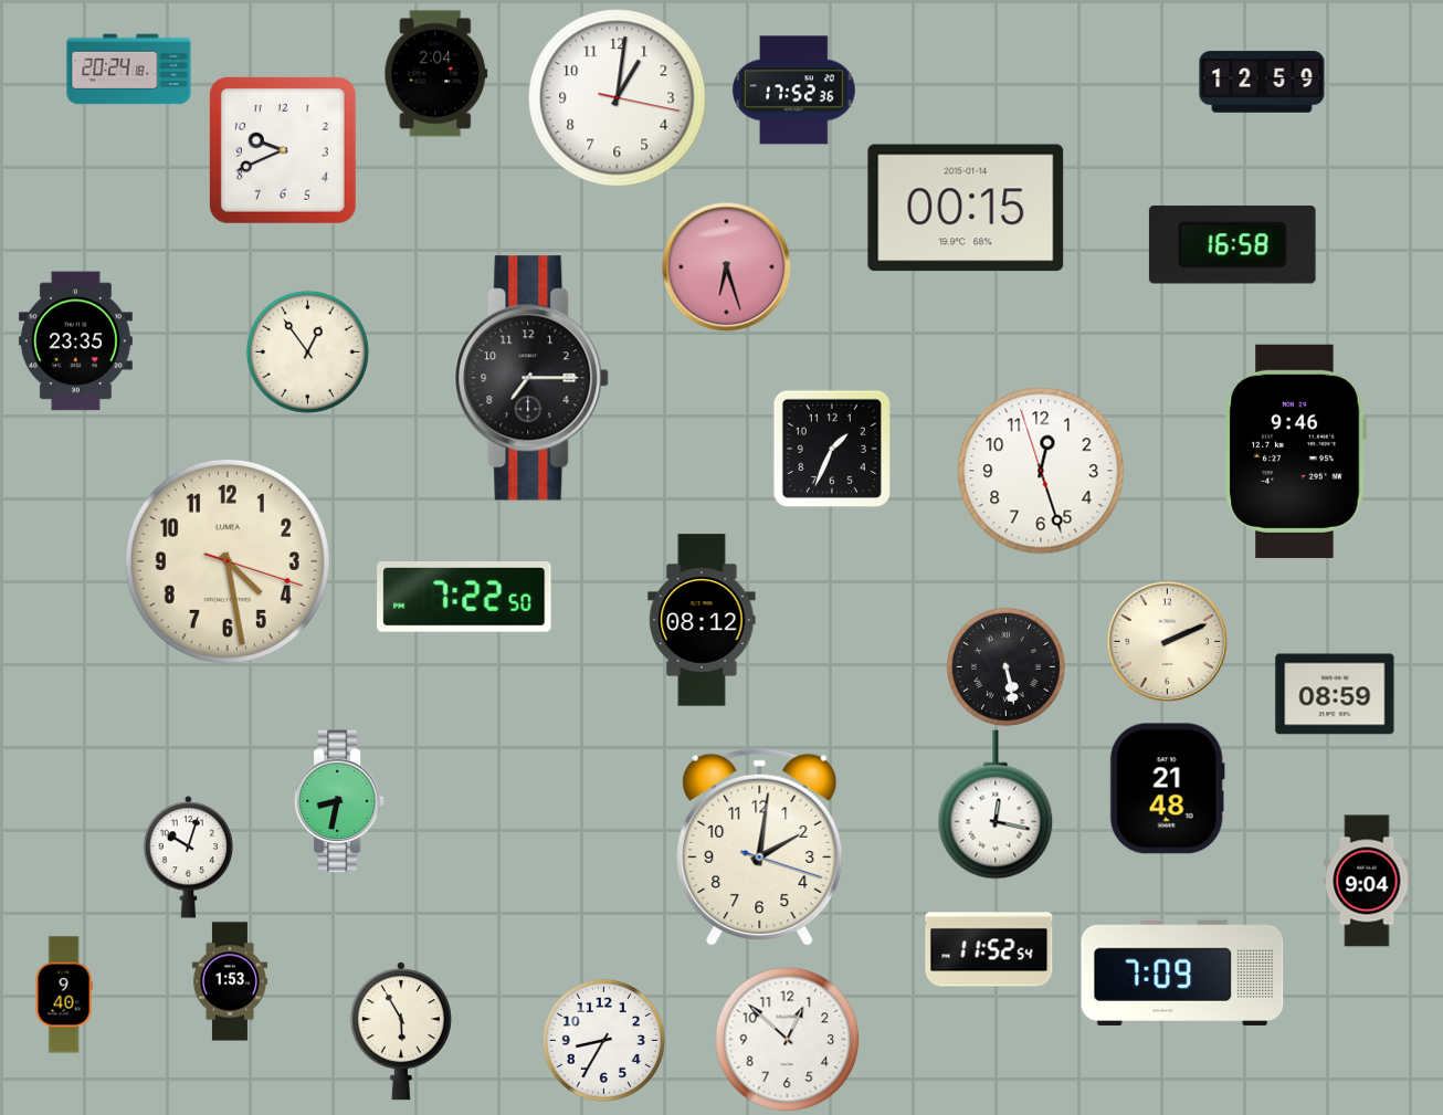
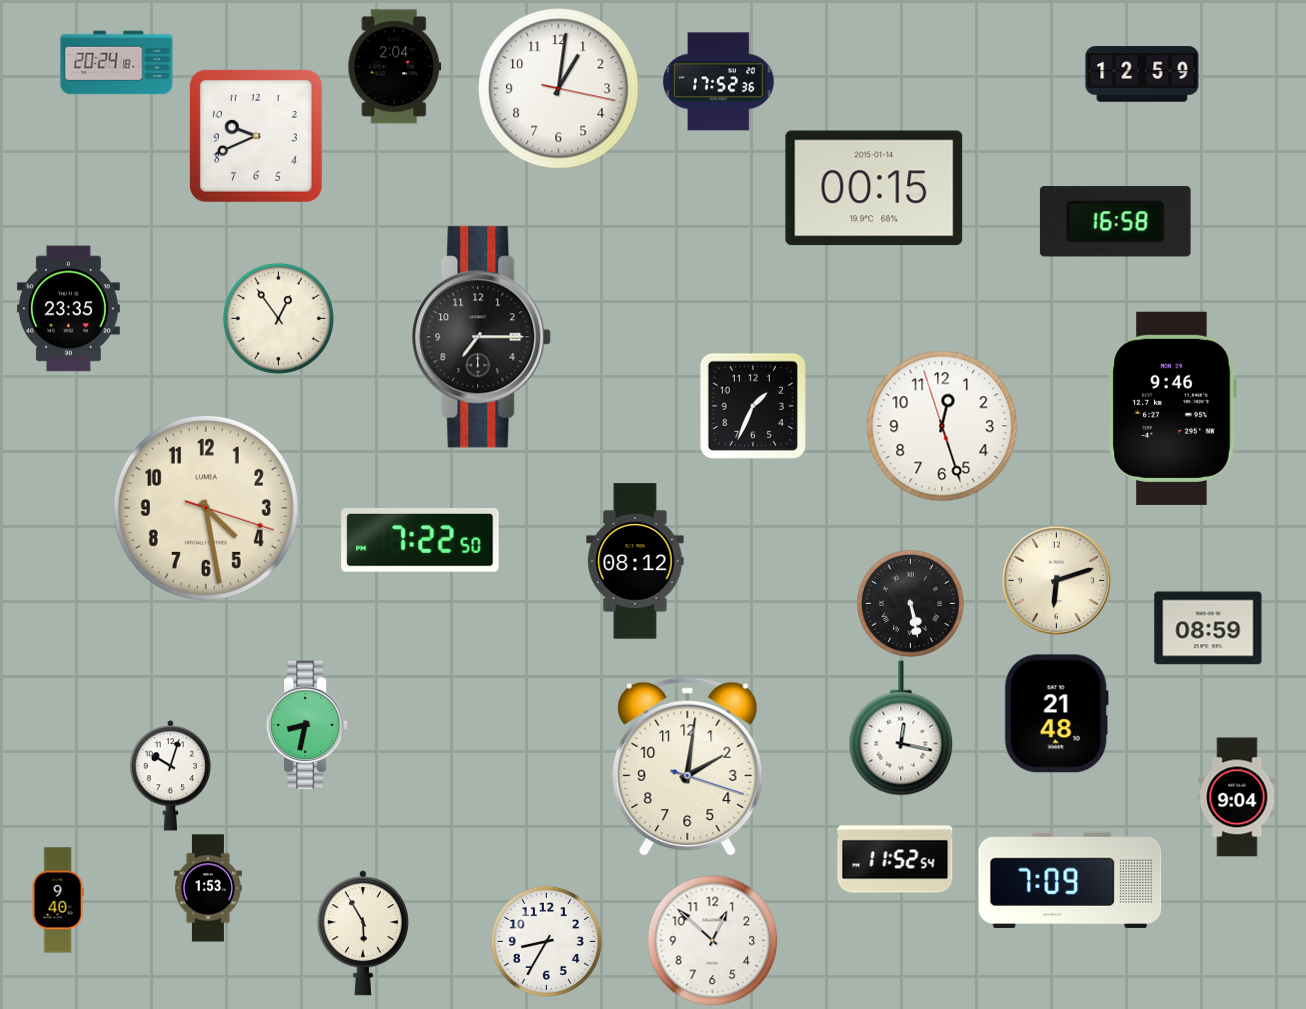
clock at (726, 266): 6:27 -> none
clock at (533, 378) position: (533, 378) -> (482, 337)
clock at (1167, 641): 2:11 -> 6:12
